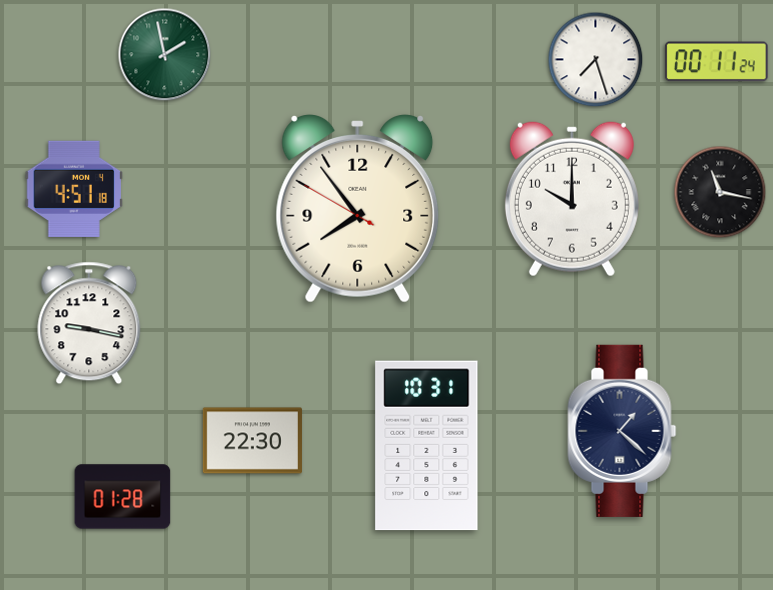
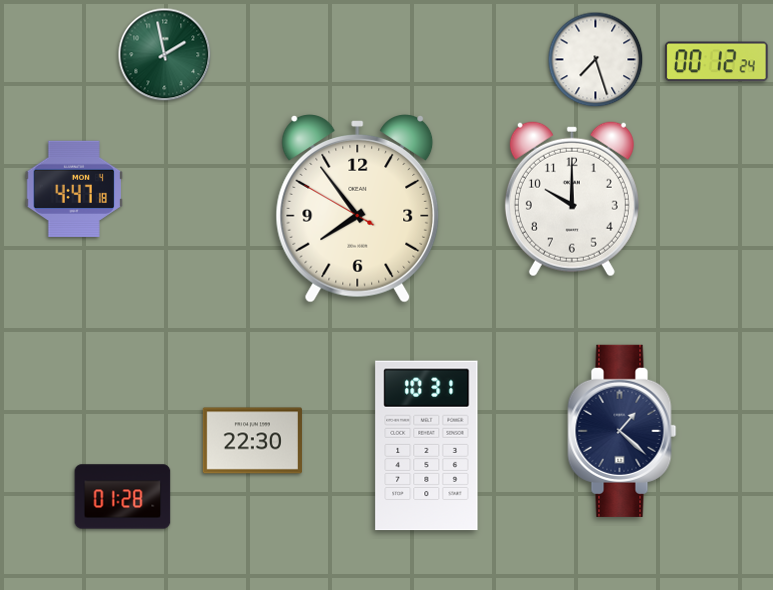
clock at (716, 62): 00:11 -> 00:12
clock at (74, 189): 4:51 -> 4:47
clock at (720, 192): 11:17 -> none
clock at (89, 323): 9:17 -> none
